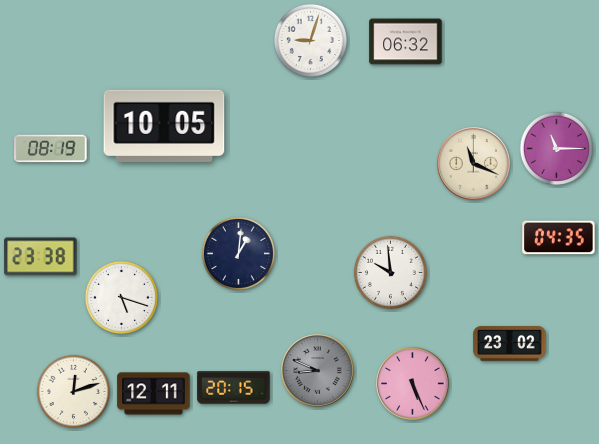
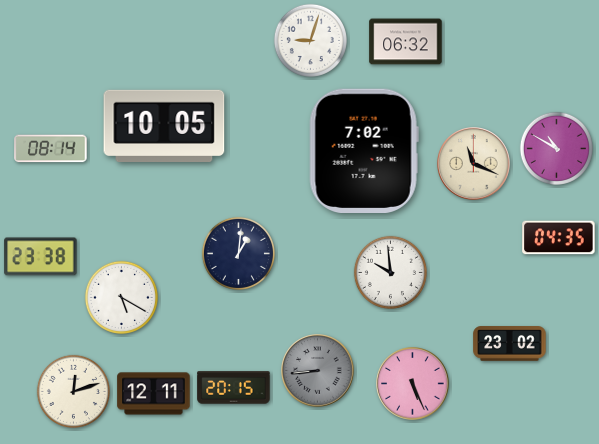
clock at (556, 148): 11:15 -> 10:50
clock at (51, 149): 08:19 -> 08:14
clock at (364, 150): none -> 7:02
clock at (121, 297): 5:18 -> 5:20
clock at (318, 371): 8:49 -> 8:44
